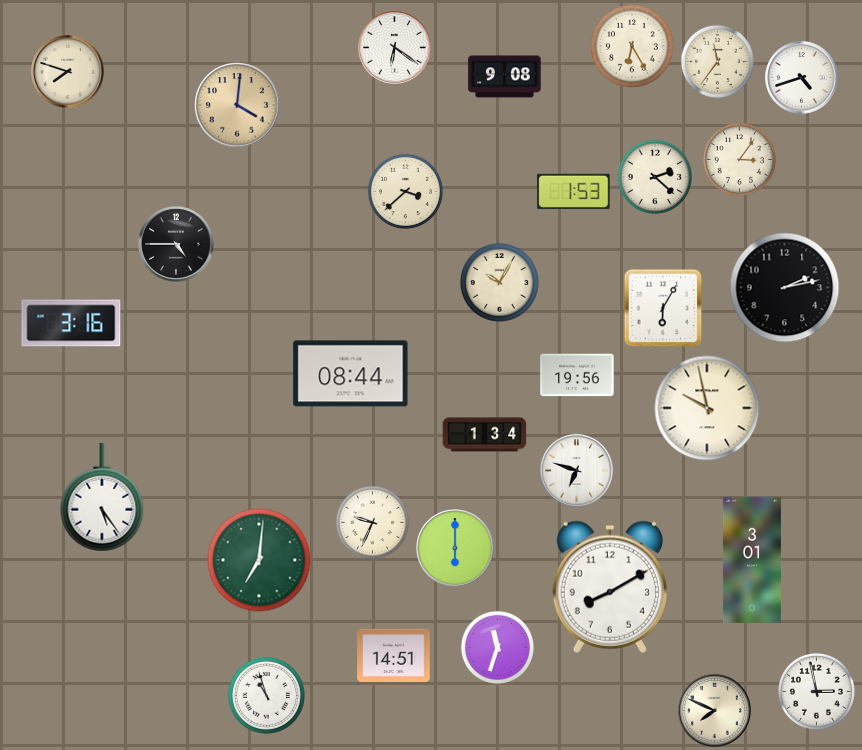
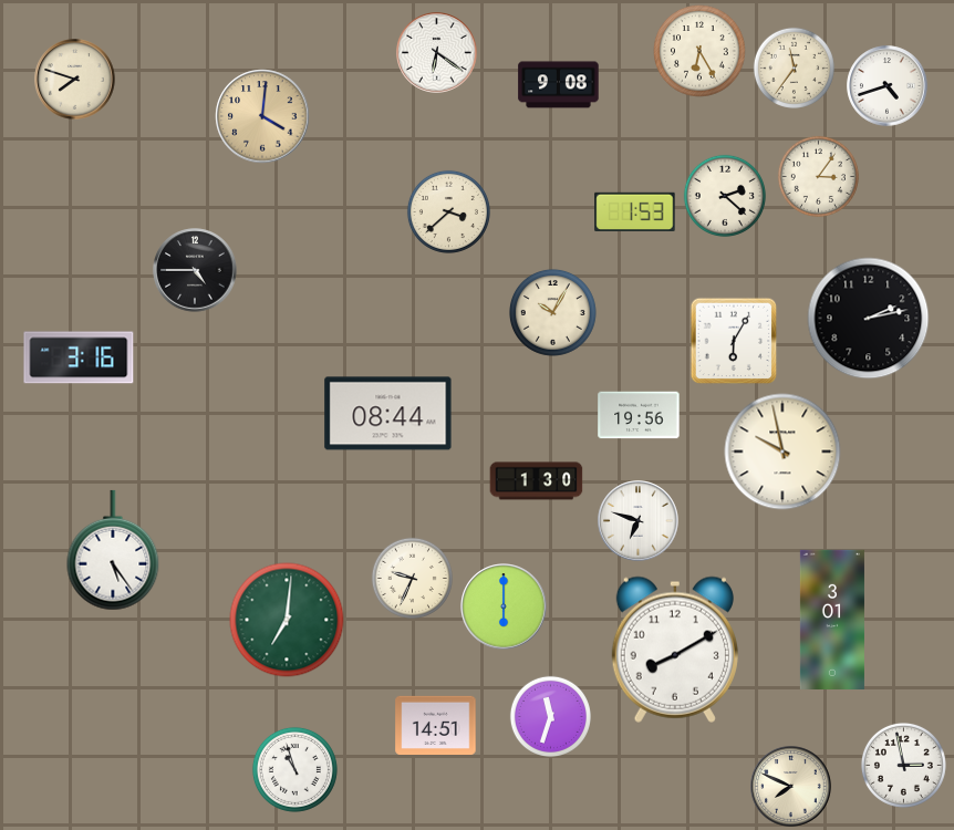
clock at (485, 435): 1:34 -> 1:30
